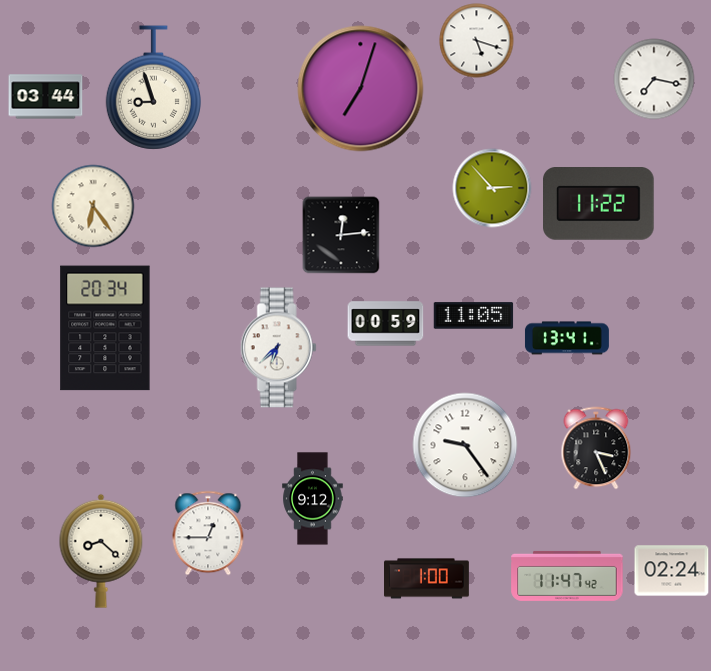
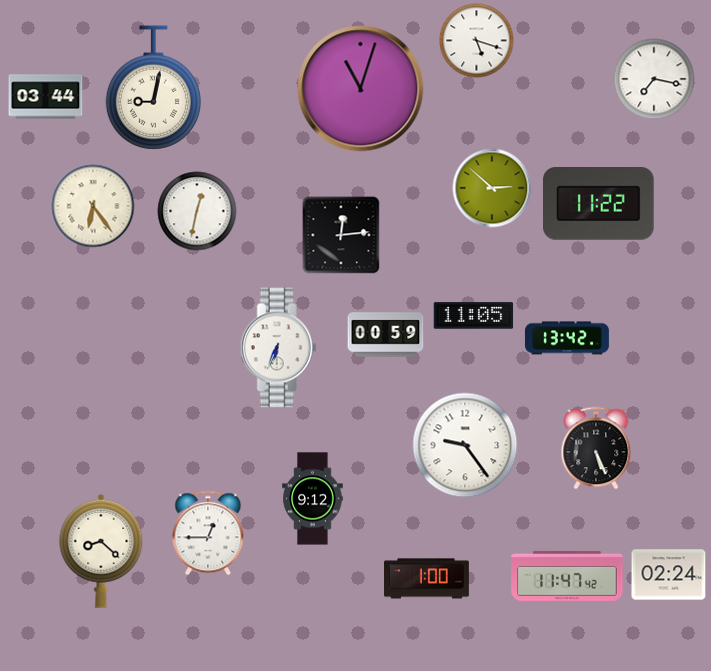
clock at (153, 88): 8:57 -> 9:02
clock at (361, 89): 7:03 -> 11:03
clock at (492, 188): 2:53 -> 2:52
clock at (197, 211): none -> 12:32
clock at (386, 324) position: (386, 324) -> (386, 335)
clock at (105, 328): 20:34 -> none
clock at (567, 338): 13:41 -> 13:42
clock at (278, 348): 6:38 -> 6:34
clock at (596, 448): 3:26 -> 5:26
clock at (672, 571) position: (672, 571) -> (669, 575)
